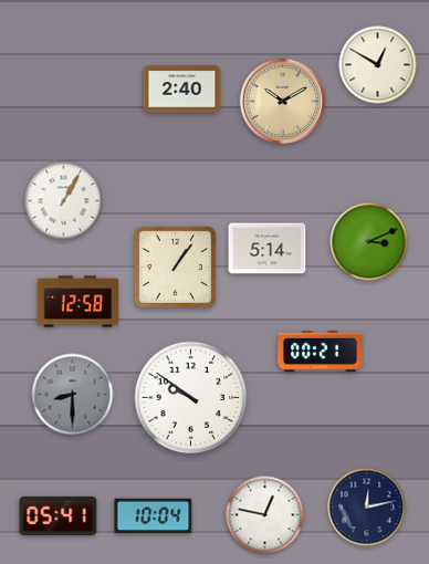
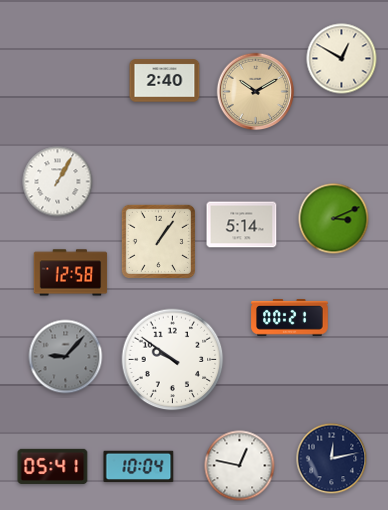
clock at (73, 395): 8:30 -> 9:07
